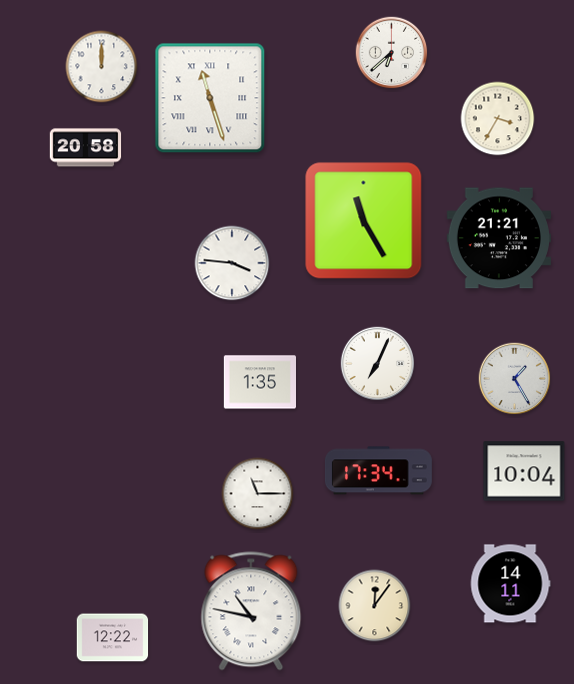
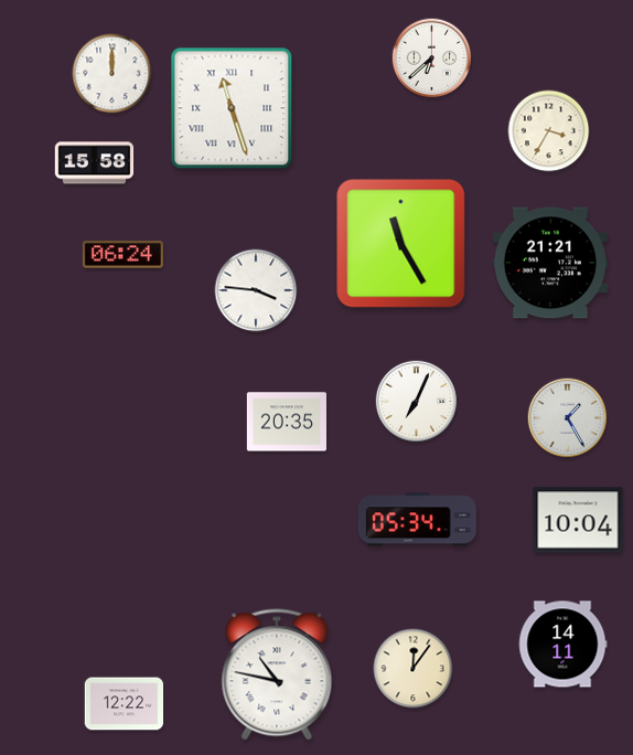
clock at (86, 148): 20:58 -> 15:58
clock at (122, 255): none -> 06:24
clock at (259, 382): 1:35 -> 20:35
clock at (378, 471): 17:34 -> 05:34
clock at (258, 494): 11:15 -> none
